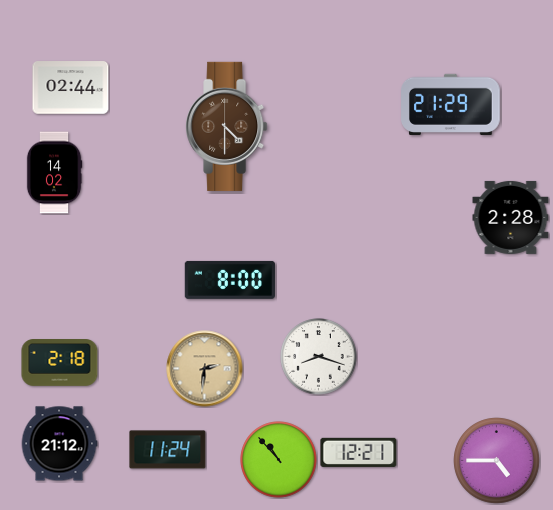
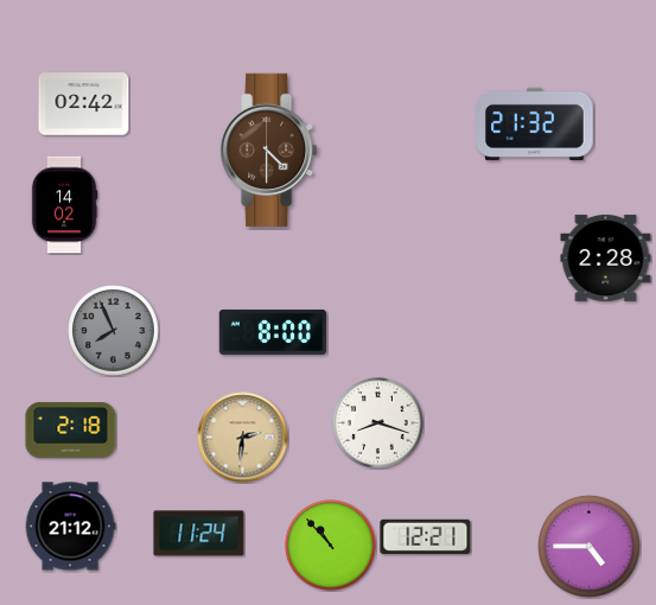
clock at (71, 88): 02:44 -> 02:42
clock at (451, 104): 21:29 -> 21:32
clock at (114, 331): none -> 7:56
